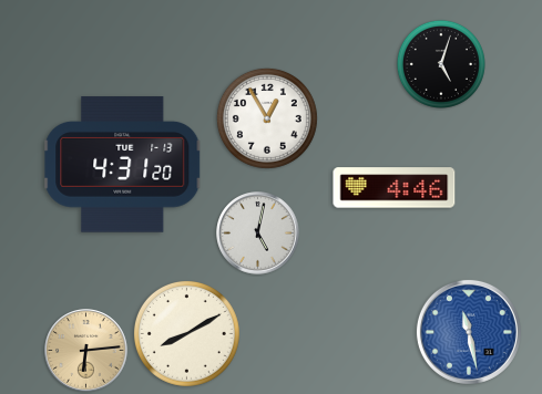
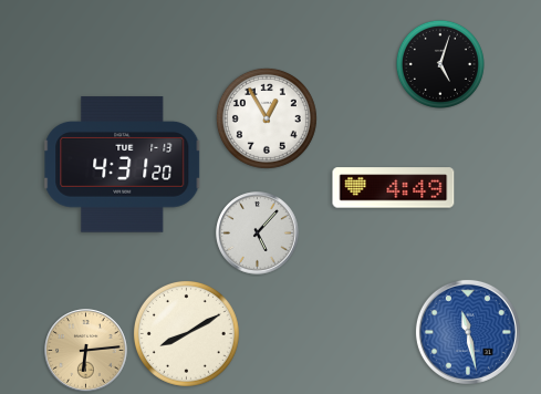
clock at (395, 188): 4:46 -> 4:49
clock at (258, 234): 5:02 -> 5:07
